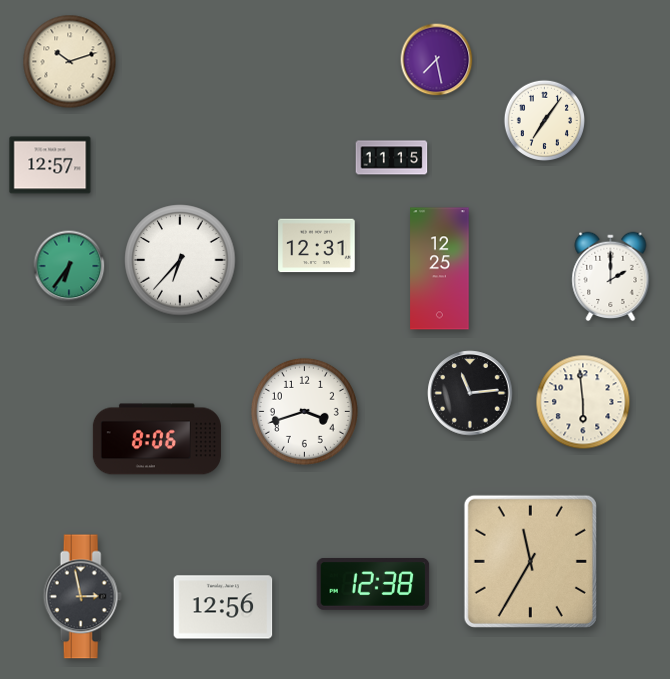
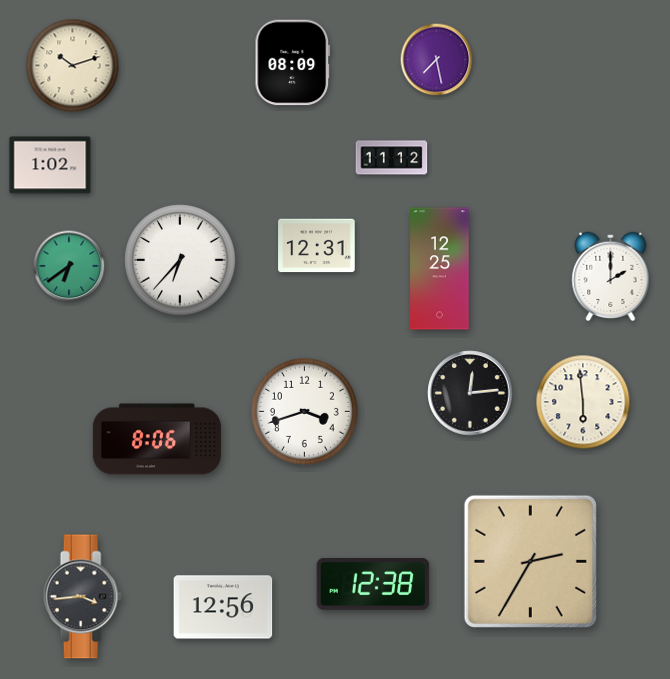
clock at (70, 62) position: (70, 62) -> (73, 66)
clock at (293, 63): none -> 08:09
clock at (544, 120): 7:06 -> none
clock at (392, 158): 11:15 -> 11:12
clock at (50, 165): 12:57 -> 1:02
clock at (69, 266): 6:36 -> 6:39
clock at (470, 393): 11:14 -> 12:14
clock at (530, 561): 11:35 -> 2:35
clock at (82, 597): 2:58 -> 3:44
